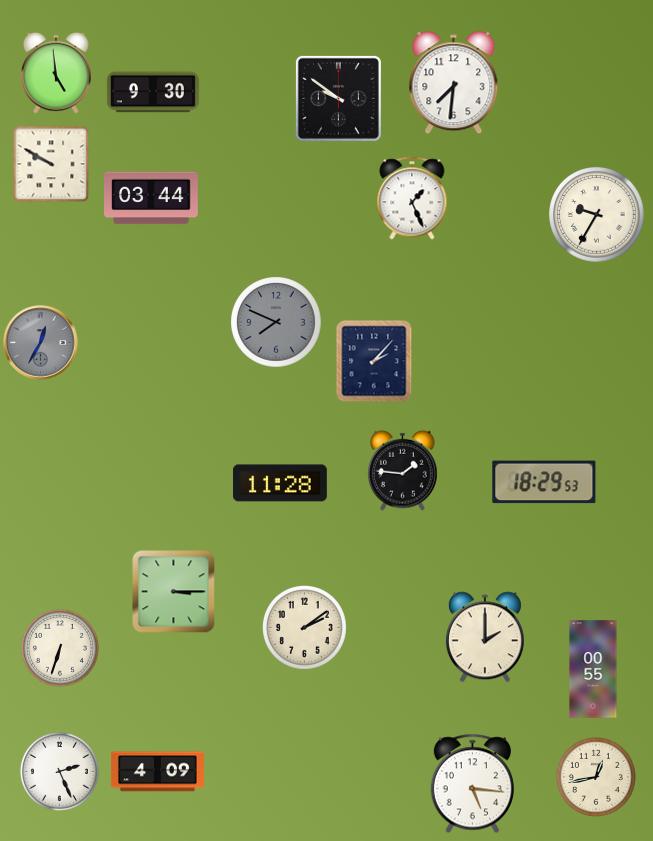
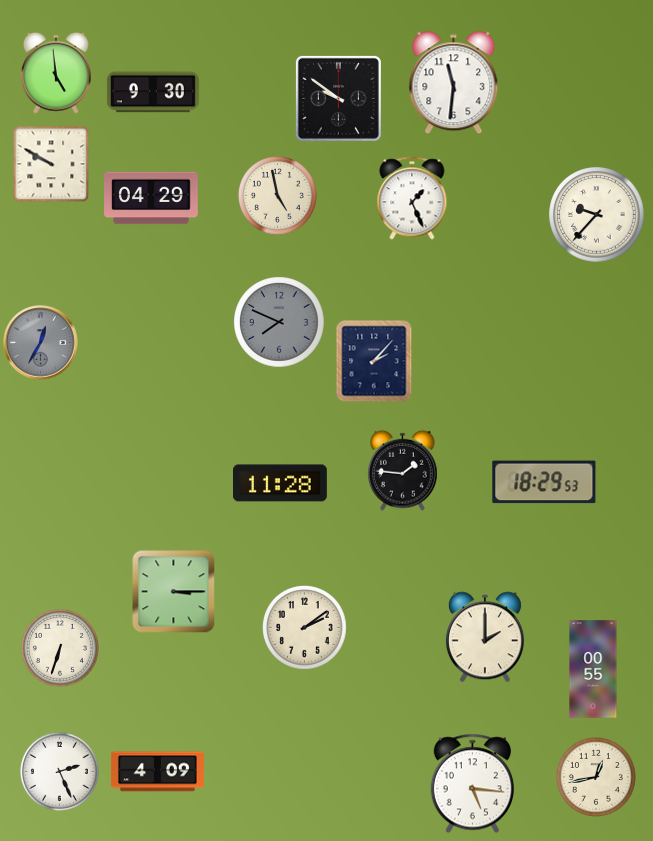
clock at (454, 83): 7:31 -> 11:31
clock at (277, 195): none -> 4:58
clock at (152, 198): 03:44 -> 04:29
clock at (597, 215): 9:35 -> 9:37
clock at (276, 322) position: (276, 322) -> (279, 322)
